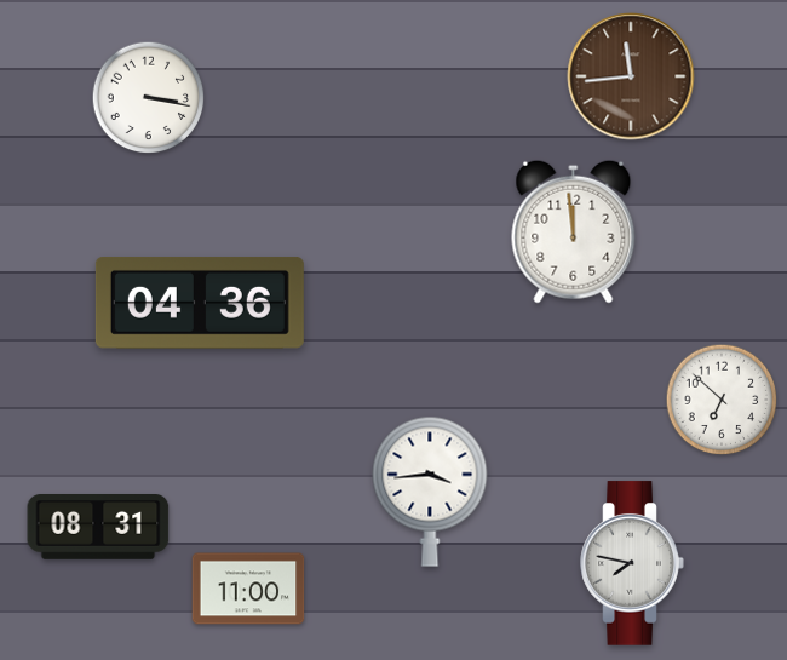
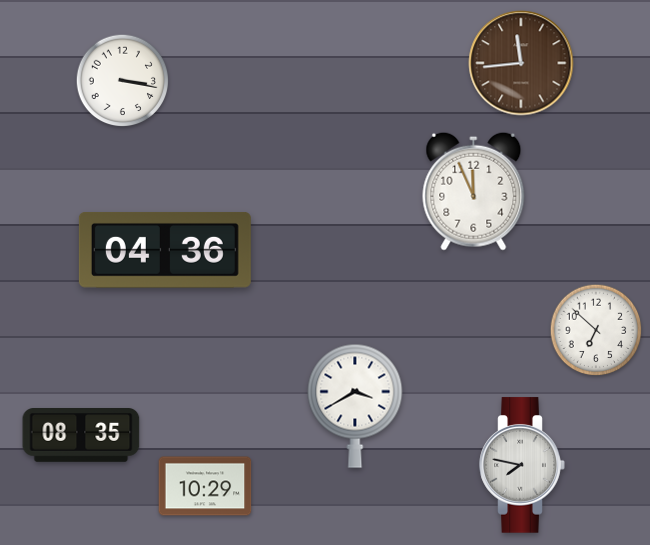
clock at (574, 231): 11:59 -> 11:56
clock at (430, 492): 3:44 -> 3:40
clock at (98, 528): 08:31 -> 08:35
clock at (248, 589): 11:00 -> 10:29
